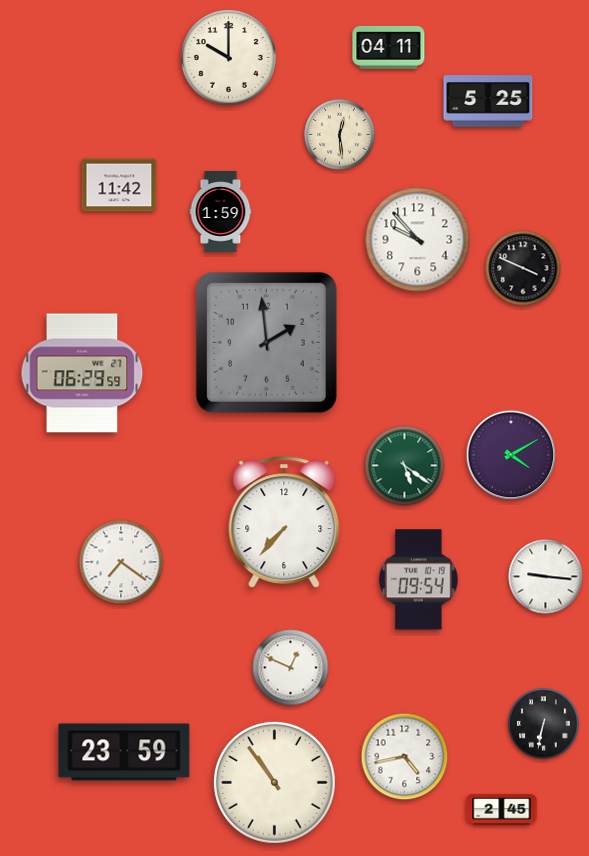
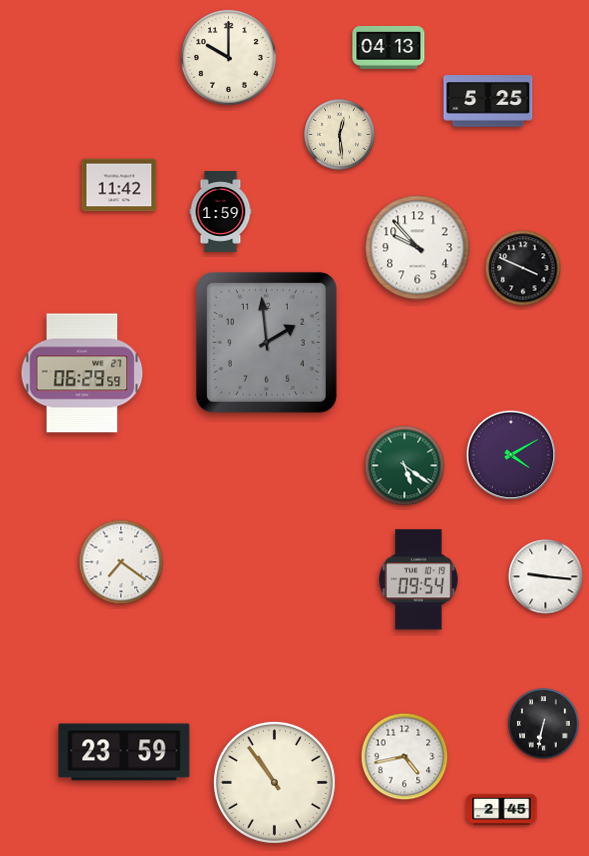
clock at (389, 47): 04:11 -> 04:13
clock at (418, 240) position: (418, 240) -> (418, 248)
clock at (284, 522): 7:37 -> none
clock at (291, 668): 12:49 -> none
